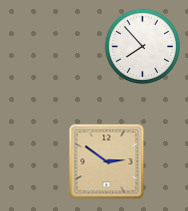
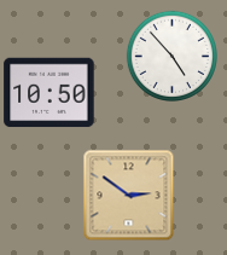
clock at (142, 46): 7:53 -> 4:53
clock at (50, 93): none -> 10:50
